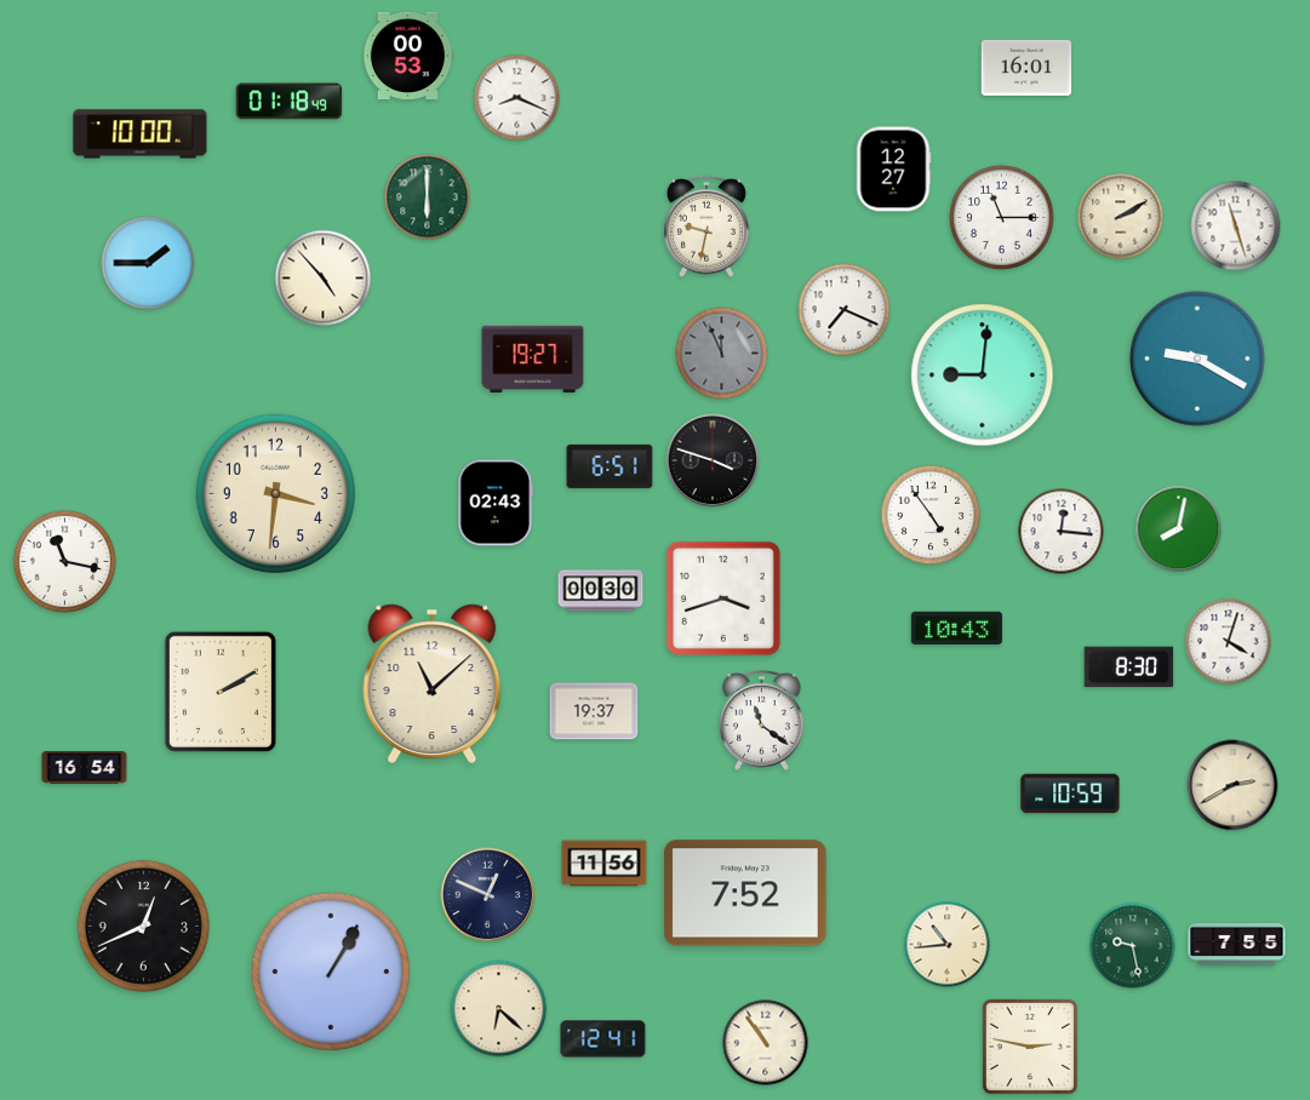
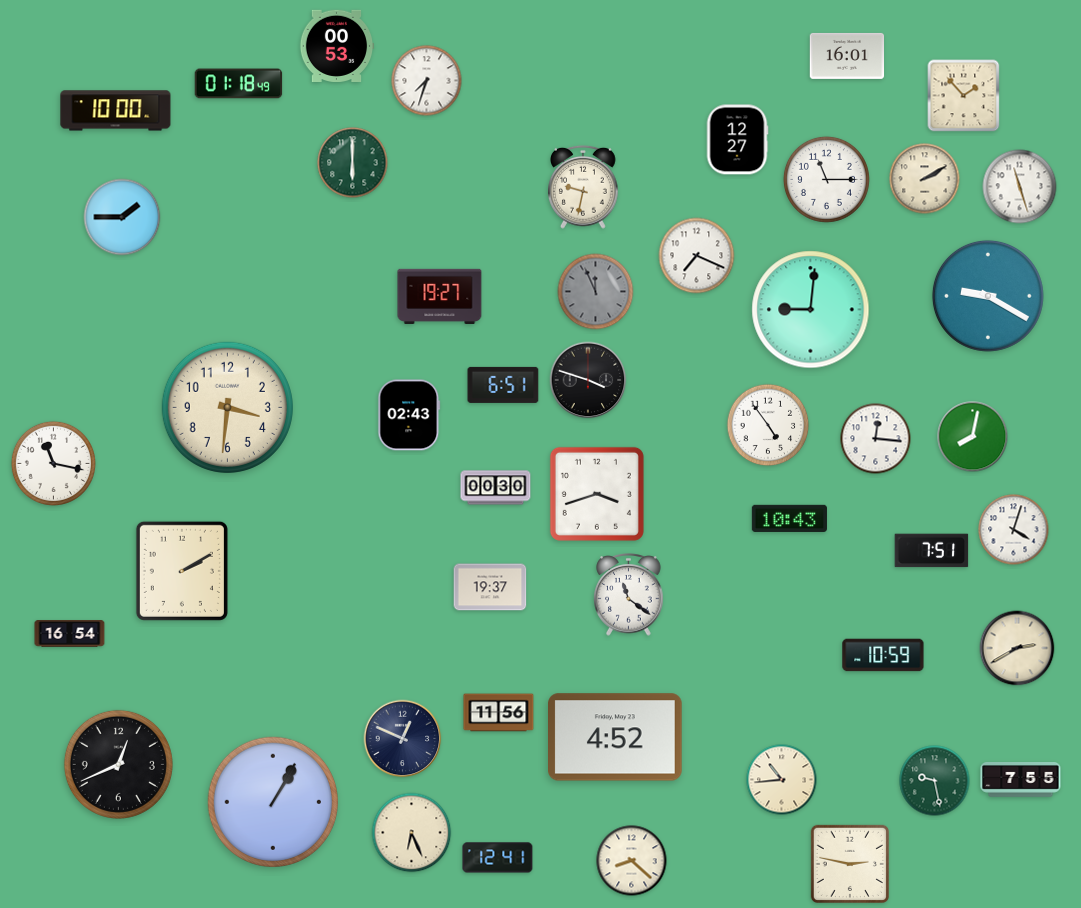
clock at (517, 98): 8:19 -> 7:33
clock at (964, 96): none -> 1:53
clock at (324, 279): 4:53 -> none
clock at (1129, 668): 8:30 -> 7:51
clock at (433, 683): 11:08 -> none
clock at (746, 893): 7:52 -> 4:52
clock at (499, 1009): 6:22 -> 6:26
clock at (766, 1043): 10:54 -> 8:22
